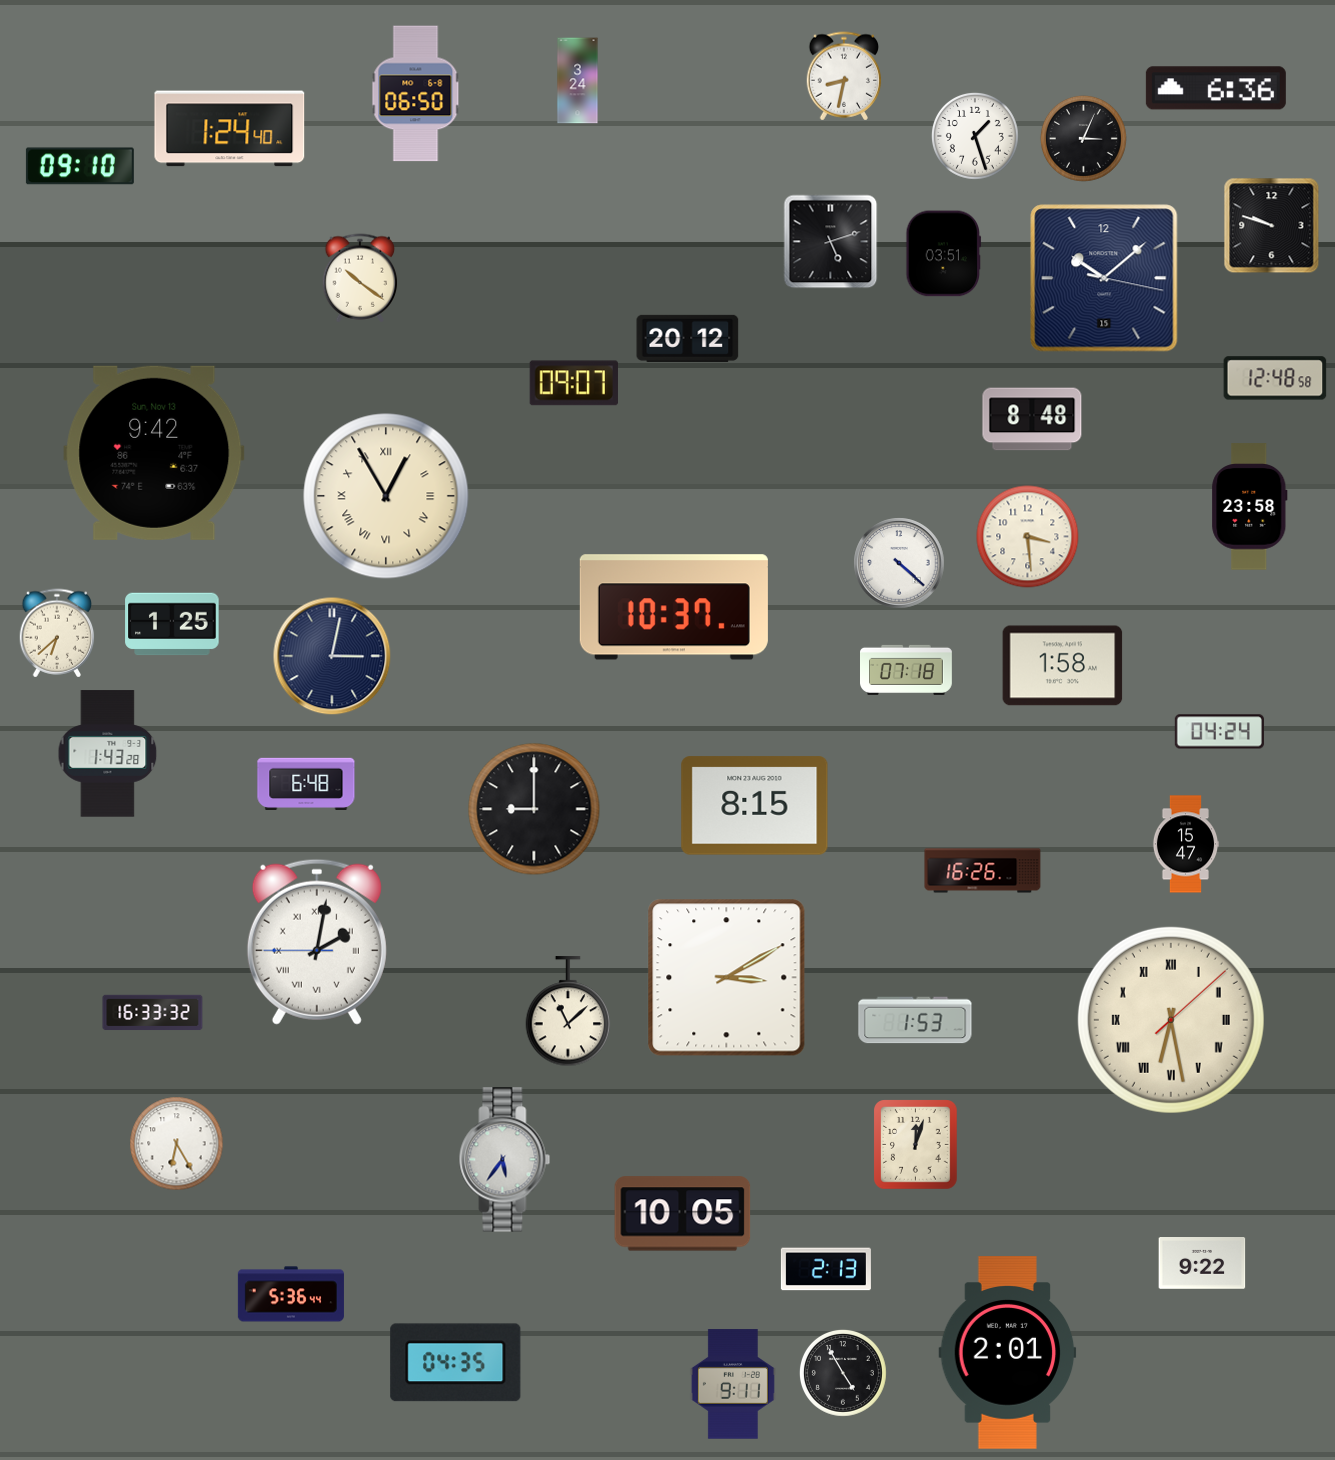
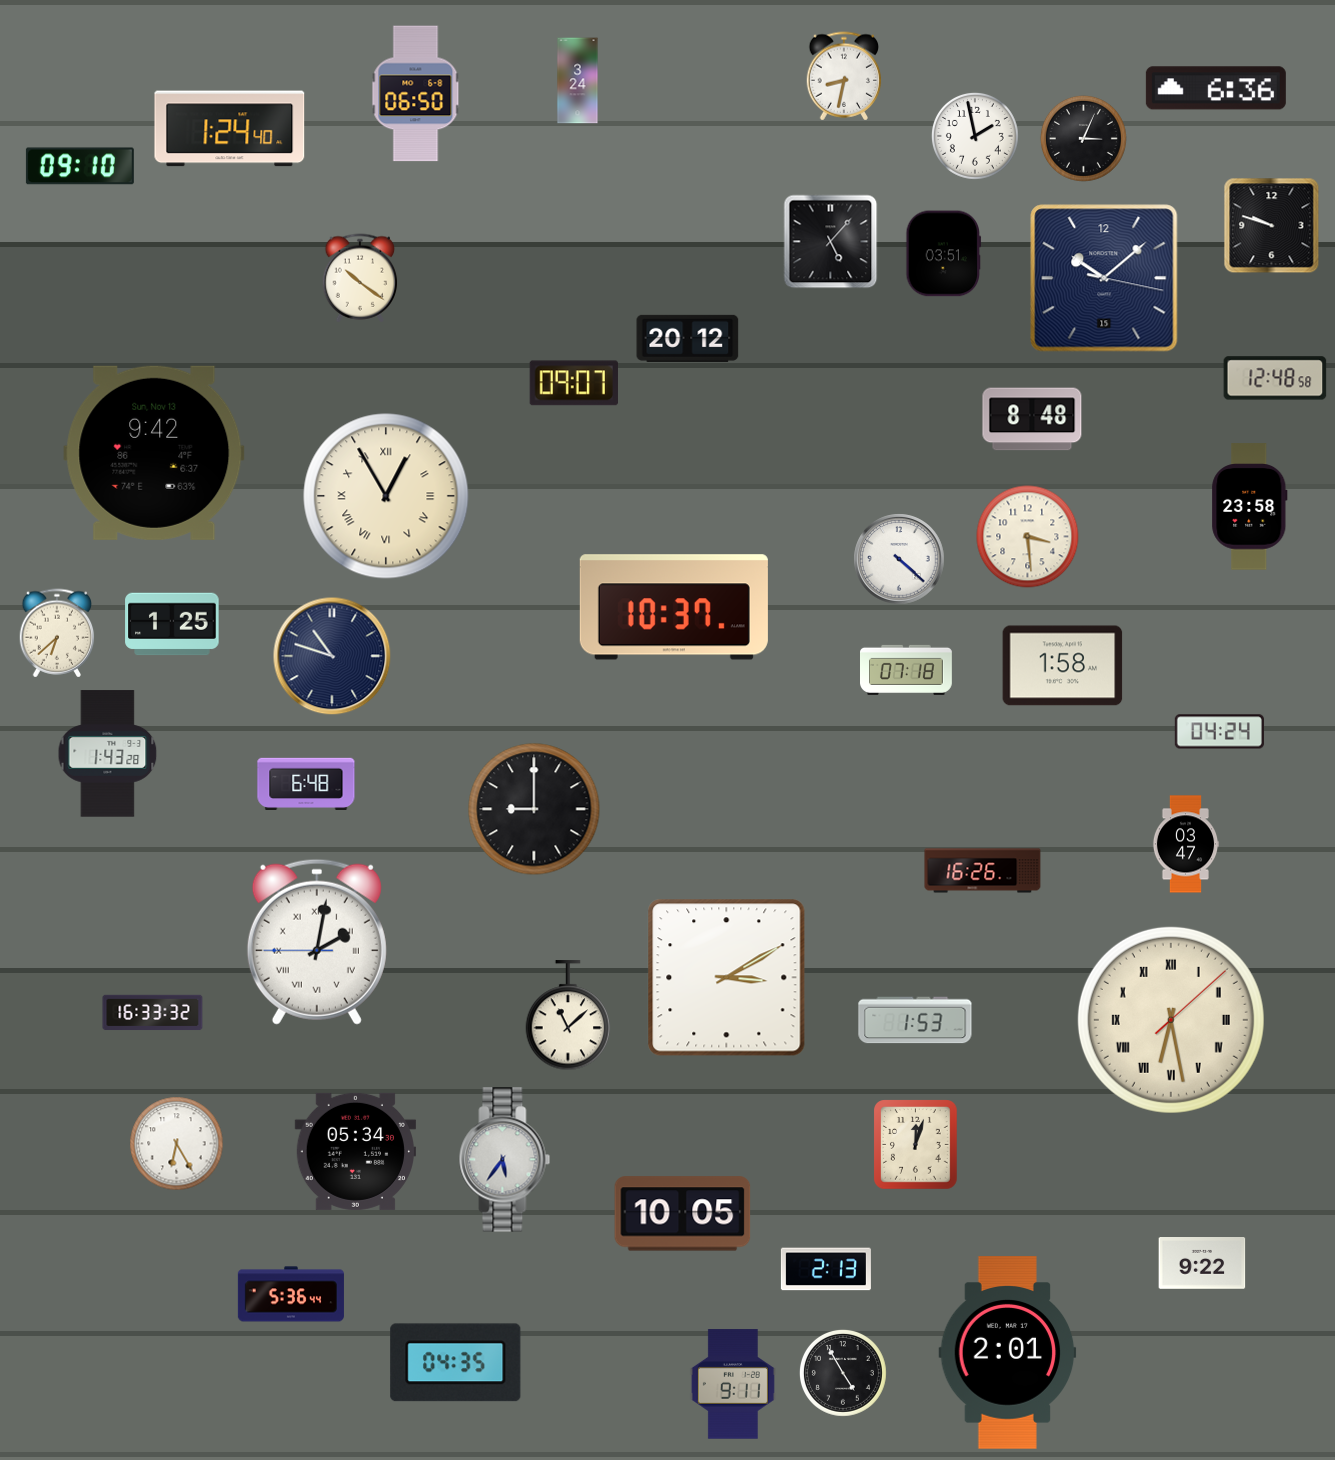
clock at (975, 136): 1:27 -> 1:58
clock at (831, 242): 5:12 -> 5:07
clock at (899, 563) position: (899, 563) -> (899, 559)
clock at (332, 656): 3:02 -> 10:48
clock at (755, 806): 8:15 -> none
clock at (1186, 844): 15:47 -> 03:47
clock at (568, 1012) position: (568, 1012) -> (568, 1016)
clock at (355, 1151): none -> 05:34
